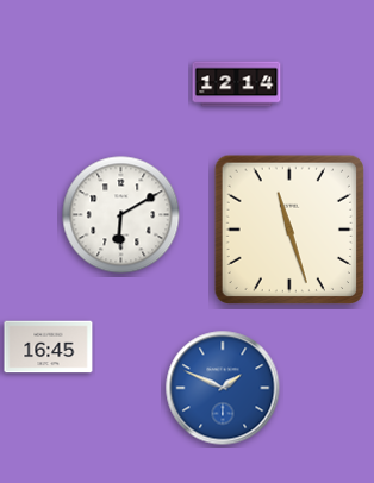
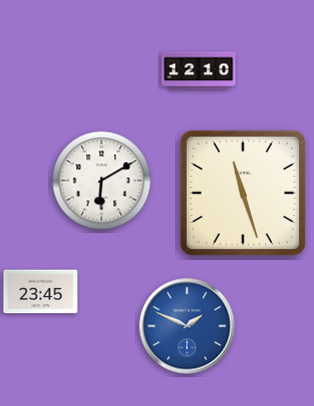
clock at (237, 84): 12:14 -> 12:10
clock at (49, 347): 16:45 -> 23:45
